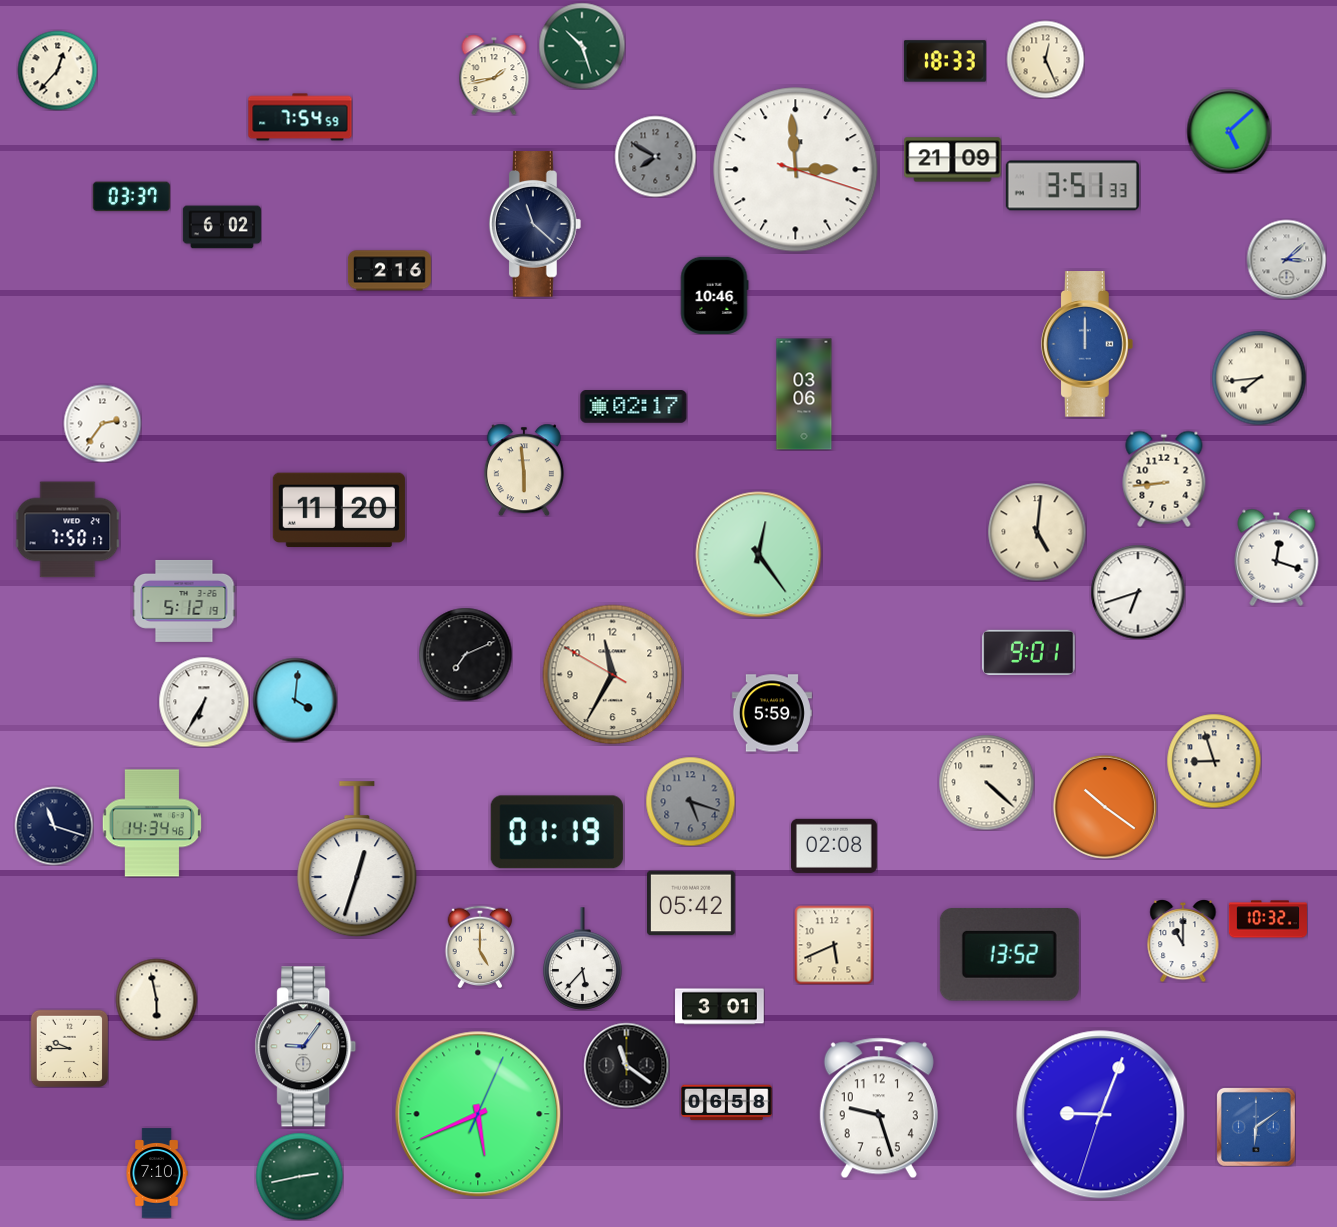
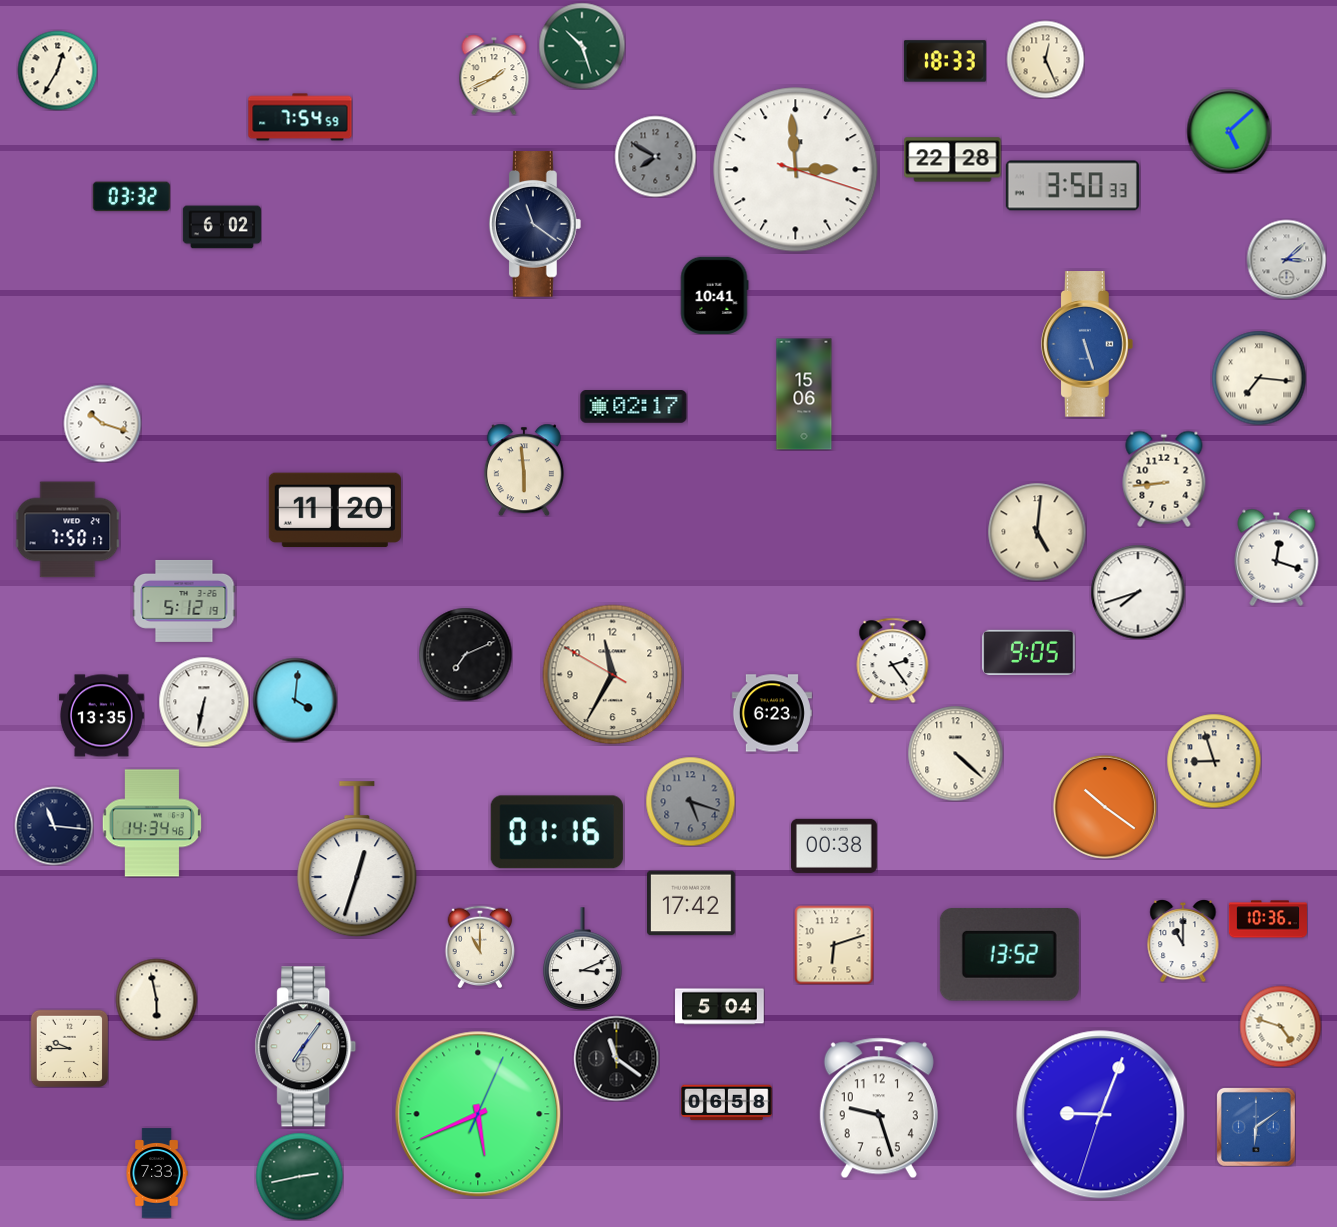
clock at (57, 70): 12:37 -> 12:35
clock at (494, 75): 1:43 -> 1:41
clock at (953, 160): 21:09 -> 22:28
clock at (1072, 186): 3:51 -> 3:50
clock at (131, 197): 03:37 -> 03:32
clock at (535, 224): 11:22 -> 11:21
clock at (389, 271): 2:16 -> none
clock at (714, 295): 10:46 -> 10:41
clock at (1087, 344): 12:00 -> 5:27
clock at (1259, 378): 7:44 -> 7:16
clock at (804, 394): 03:06 -> 15:06
clock at (102, 423): 2:36 -> 10:18
clock at (339, 510) position: (339, 510) -> (335, 510)
clock at (759, 555): 12:24 -> none
clock at (1138, 592): 6:42 -> 7:42
clock at (1029, 652): 9:01 -> 9:05
clock at (893, 660): none -> 2:24
clock at (204, 702): 6:35 -> 6:32
clock at (772, 713): 5:59 -> 6:23
clock at (101, 716): none -> 13:35
clock at (986, 782) position: (986, 782) -> (955, 753)
clock at (54, 826): 11:18 -> 11:16
clock at (557, 832): 01:19 -> 01:16
clock at (834, 846): 02:08 -> 00:38
clock at (692, 903): 05:42 -> 17:42
clock at (1267, 919): 10:32 -> 10:36
clock at (834, 945): 5:41 -> 6:12
clock at (480, 947): 5:00 -> 11:00
clock at (583, 959): 5:37 -> 3:11
clock at (720, 1007): 3:01 -> 5:04
clock at (1280, 1026): none -> 4:48
clock at (306, 1047): 9:06 -> 7:06
clock at (626, 1065) position: (626, 1065) -> (616, 1058)
clock at (157, 1173): 7:10 -> 7:33
